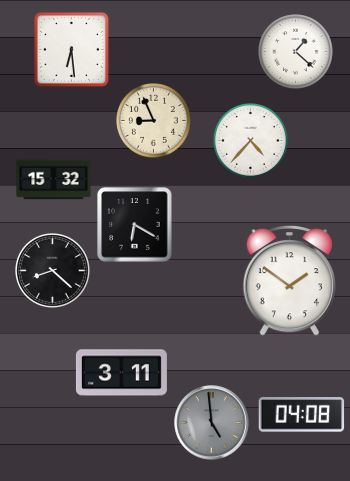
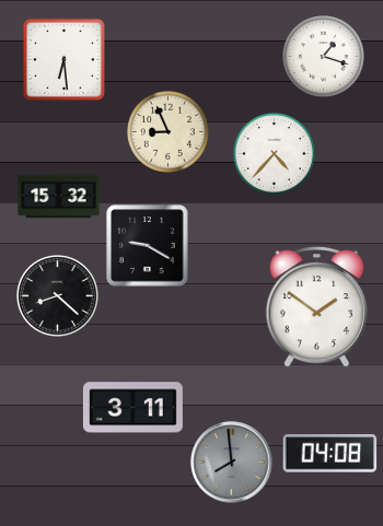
clock at (71, 49) position: (71, 49) -> (63, 59)
clock at (296, 52): 1:22 -> 1:18
clock at (135, 225): 6:20 -> 9:20
clock at (212, 423): 4:59 -> 7:59
